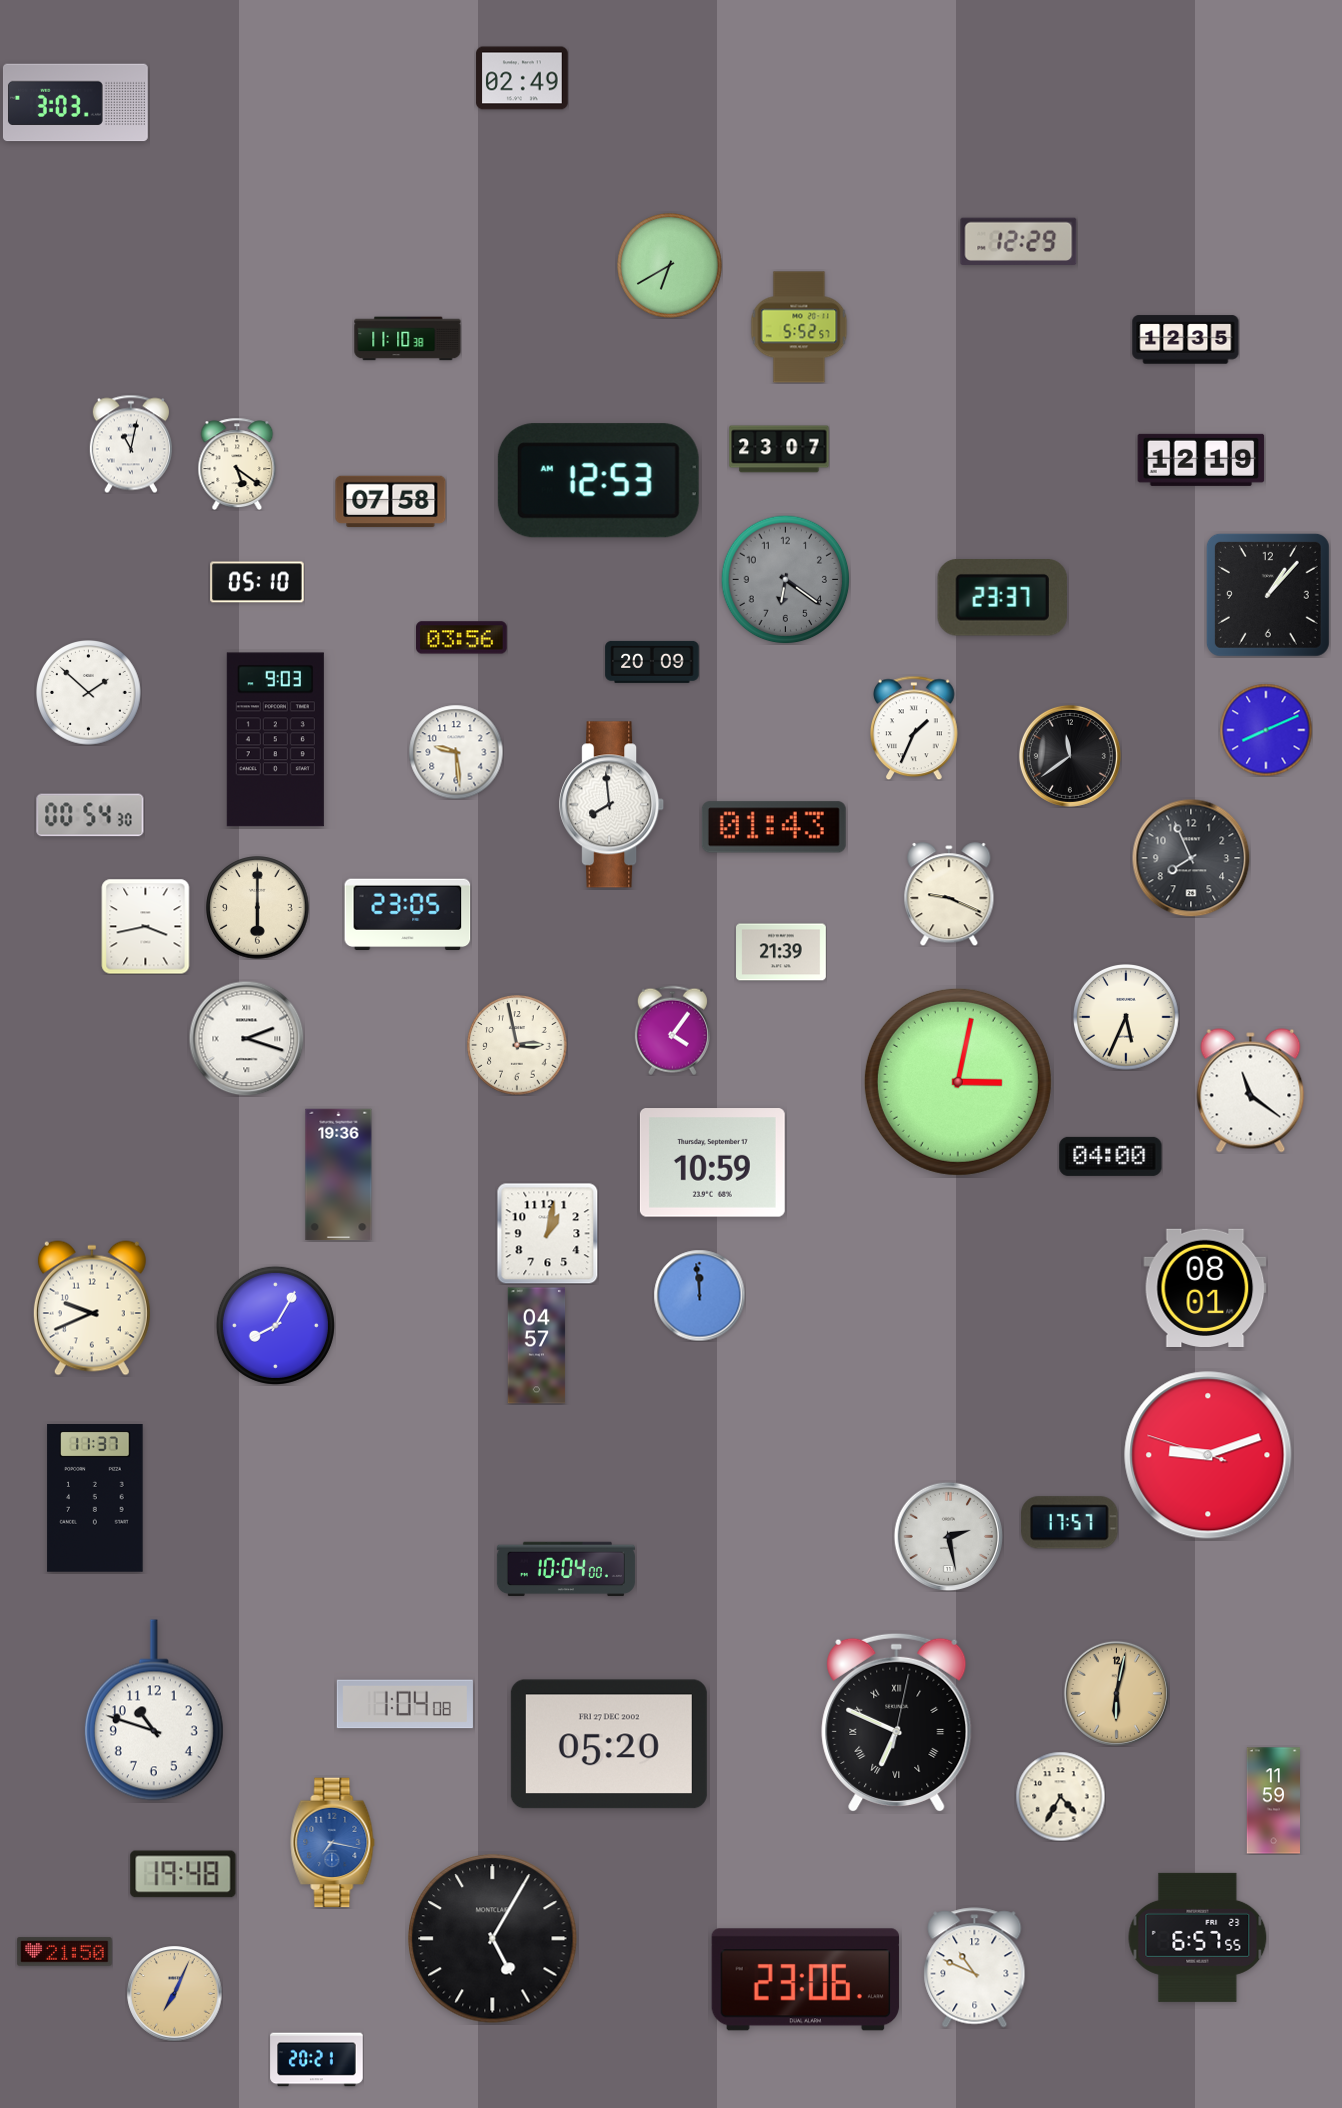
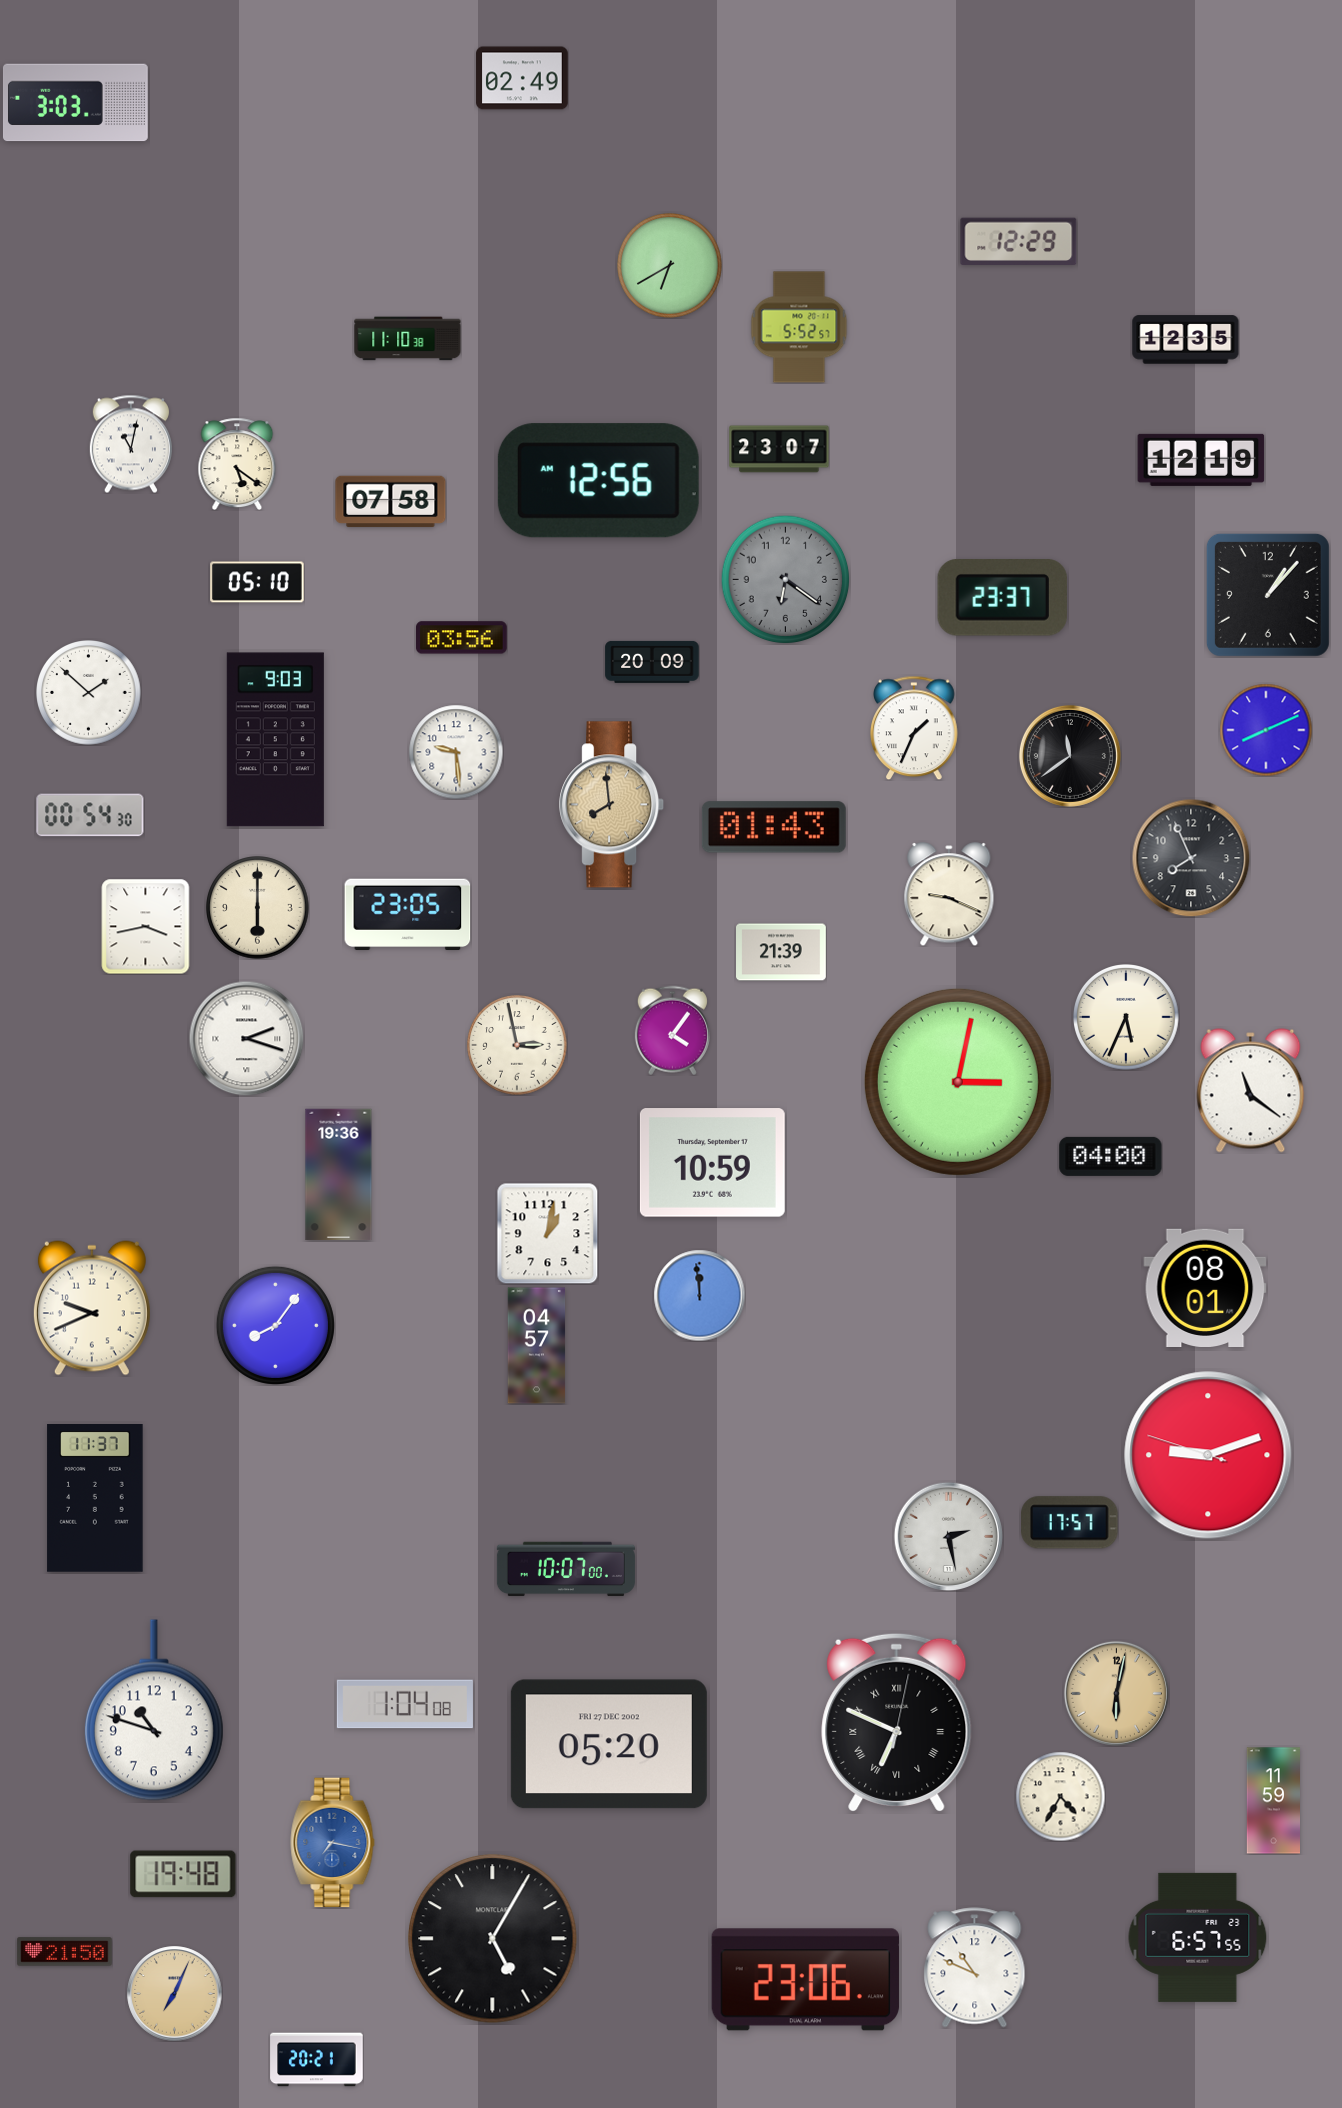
clock at (598, 481): 12:53 -> 12:56
clock at (612, 805) dial: white -> champagne
clock at (275, 1325): 8:05 -> 8:06
clock at (566, 1569): 10:04 -> 10:07
